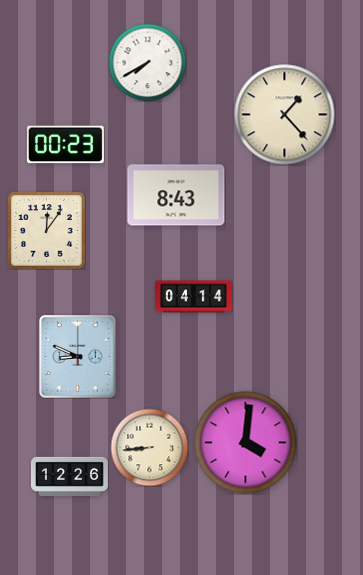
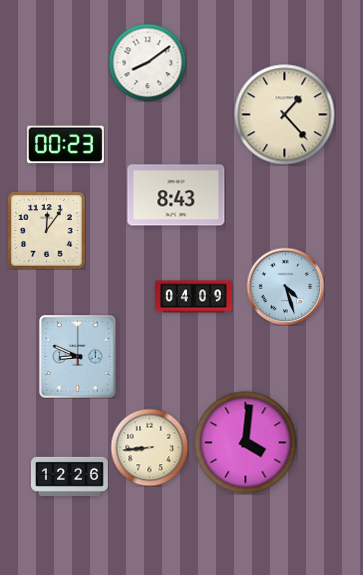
clock at (147, 62): 7:40 -> 8:09
clock at (285, 286): none -> 4:27
clock at (193, 297): 04:14 -> 04:09
